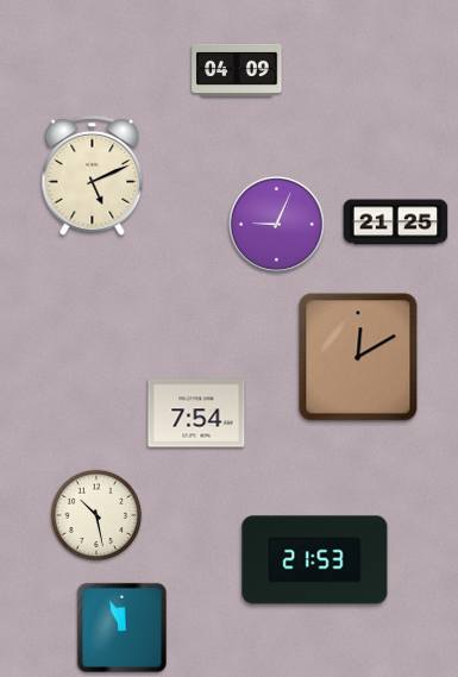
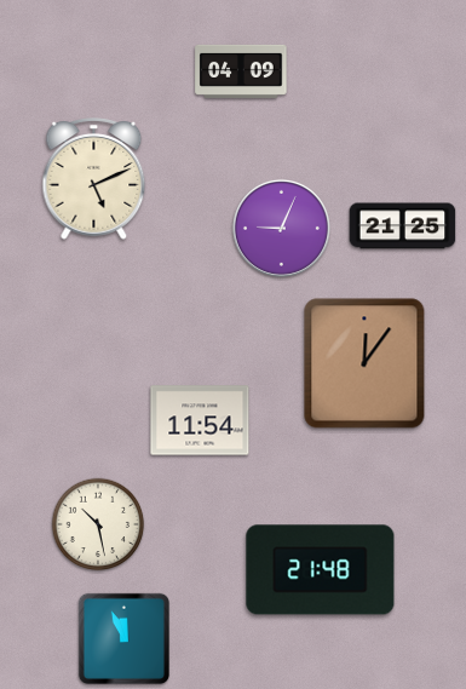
clock at (358, 357): 12:10 -> 12:06
clock at (196, 413): 7:54 -> 11:54
clock at (315, 560): 21:53 -> 21:48
